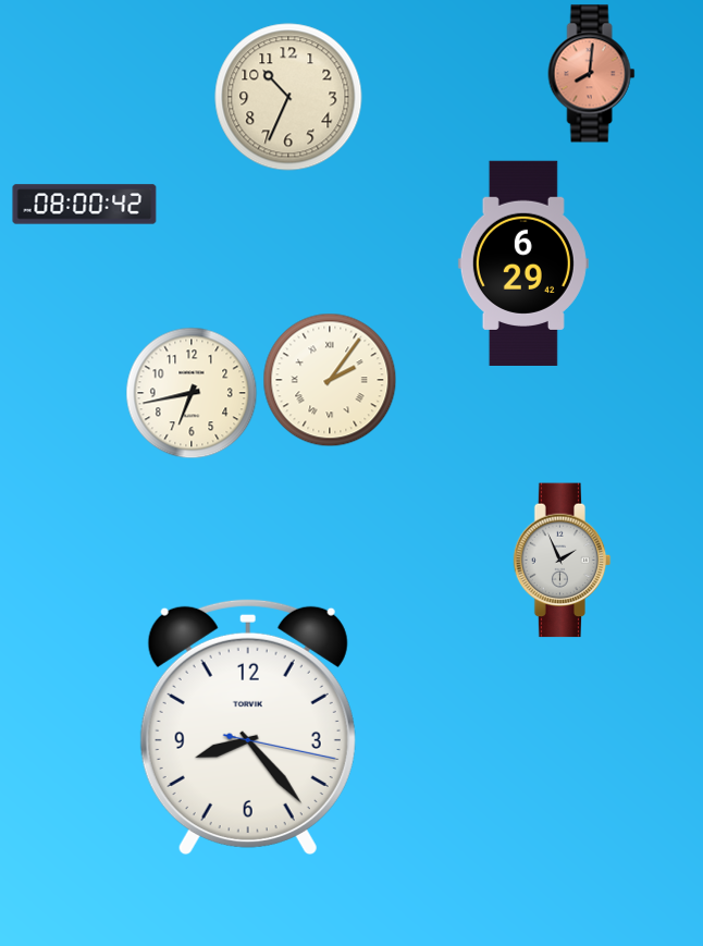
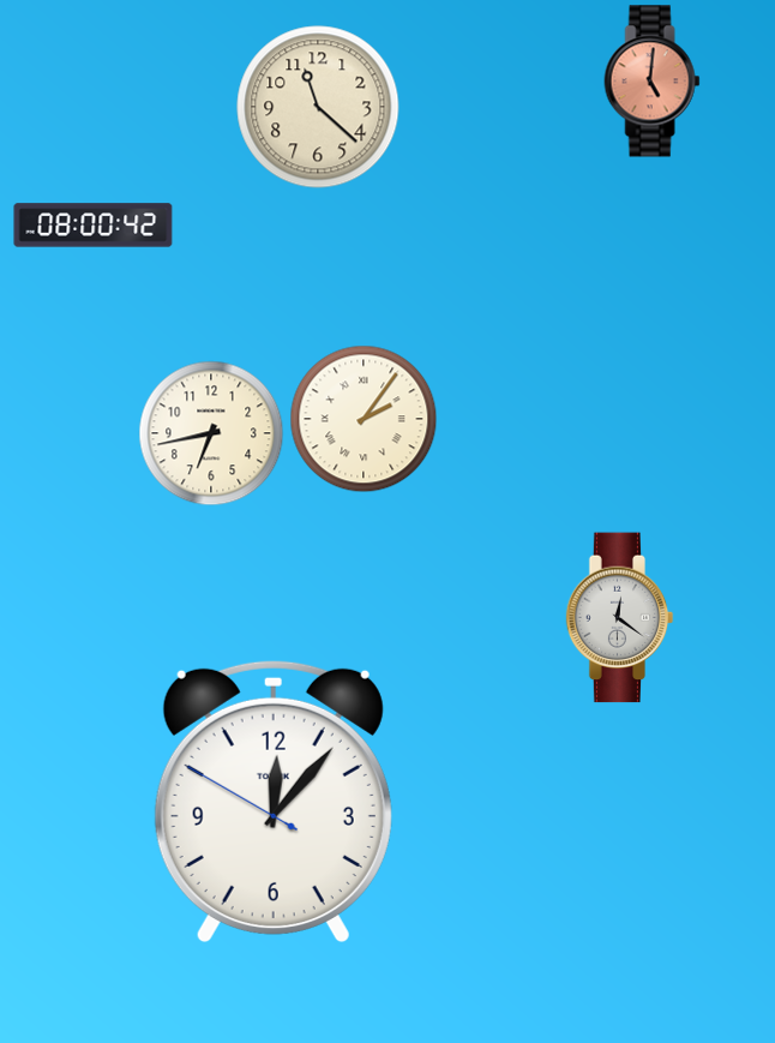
clock at (592, 74): 8:01 -> 5:01
clock at (288, 97): 10:34 -> 11:22
clock at (523, 262): 6:29 -> none
clock at (563, 561): 1:56 -> 12:21
clock at (248, 726): 8:23 -> 12:06
